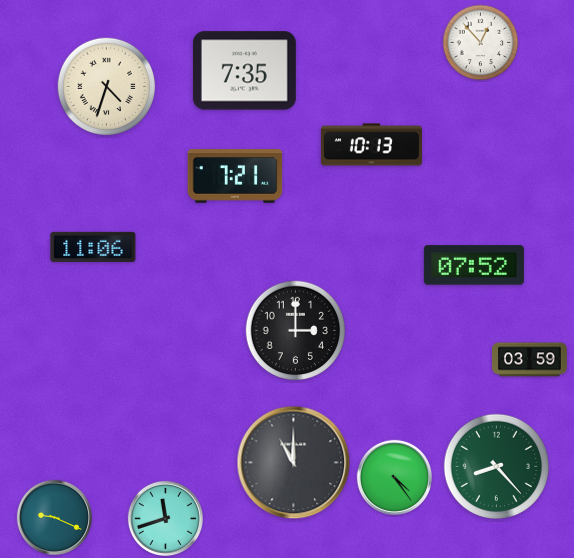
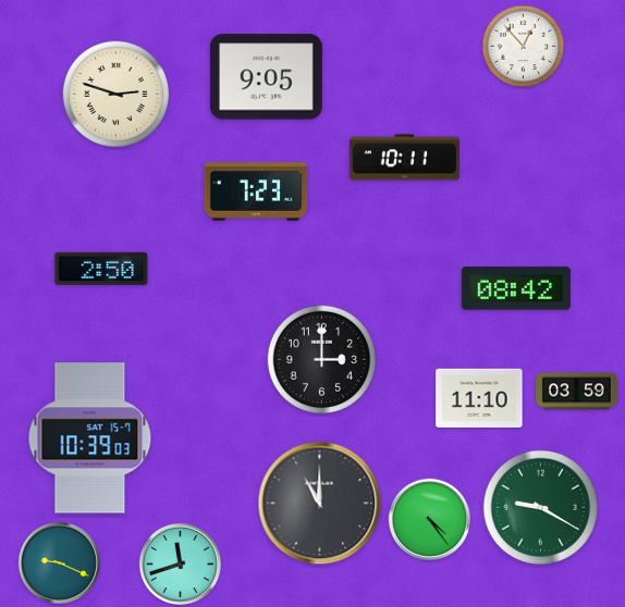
clock at (244, 71): 7:35 -> 9:05
clock at (107, 87): 4:33 -> 2:48
clock at (371, 145): 10:13 -> 10:11
clock at (235, 176): 7:21 -> 7:23
clock at (93, 247): 11:06 -> 2:50
clock at (474, 265): 07:52 -> 08:42
clock at (479, 397): none -> 11:10
clock at (90, 438): none -> 10:39
clock at (496, 466): 8:23 -> 9:20
